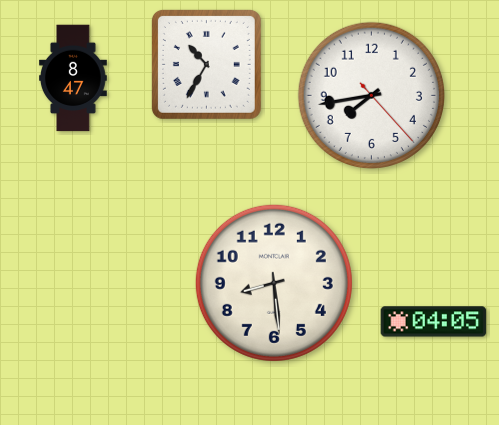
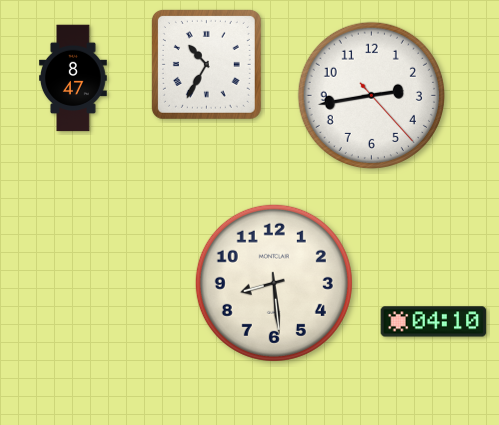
clock at (371, 95): 7:43 -> 2:43
clock at (434, 322): 04:05 -> 04:10
